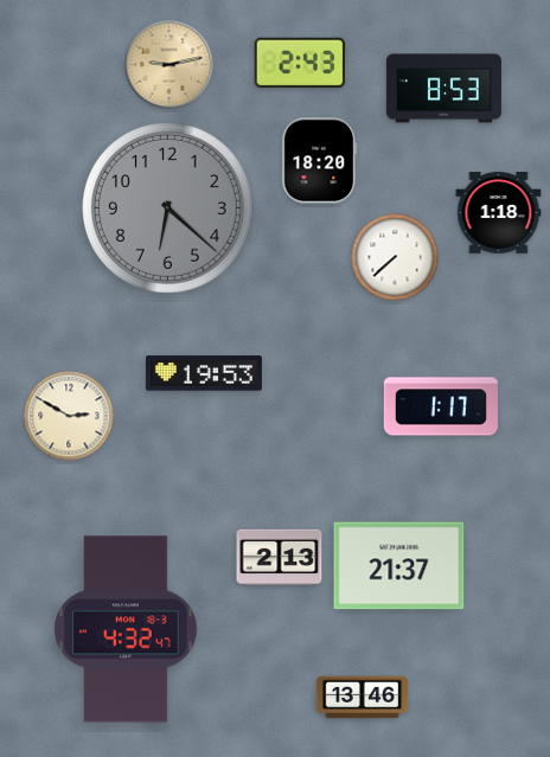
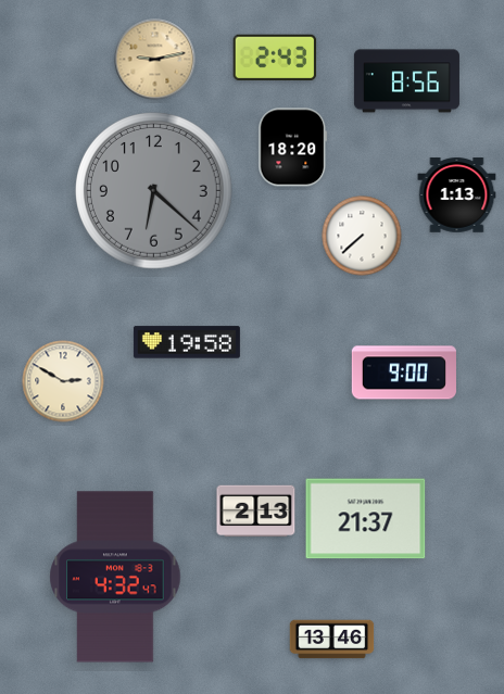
clock at (443, 89): 8:53 -> 8:56
clock at (499, 213): 1:18 -> 1:13
clock at (204, 373): 19:53 -> 19:58
clock at (441, 406): 1:17 -> 9:00
